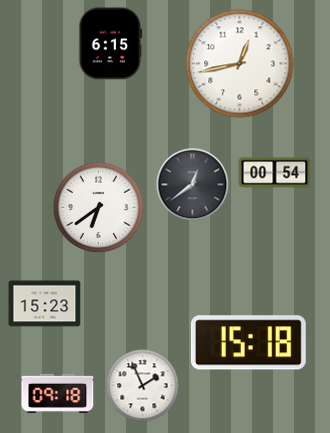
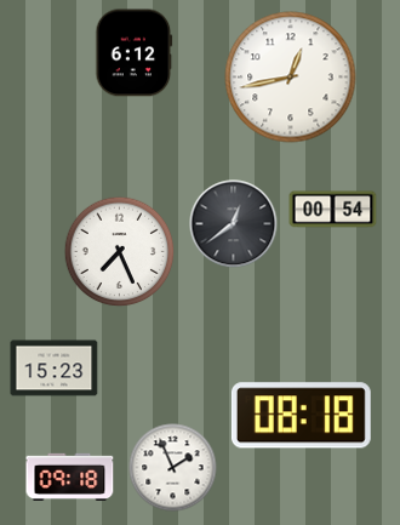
clock at (111, 44): 6:15 -> 6:12
clock at (99, 208): 6:39 -> 7:26
clock at (248, 343): 15:18 -> 08:18
